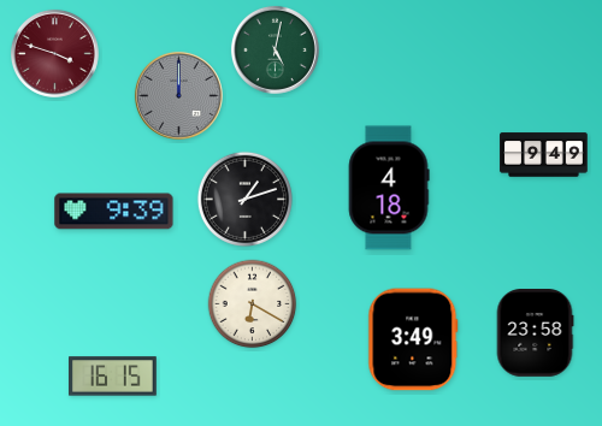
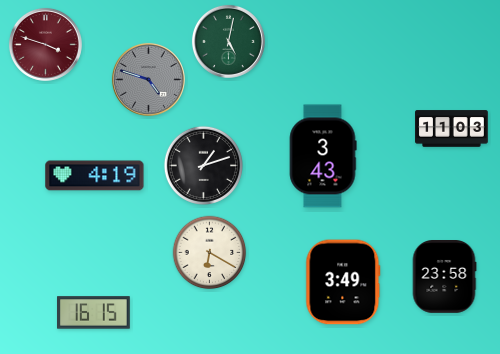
clock at (178, 95): 12:00 -> 4:48
clock at (544, 155): 9:49 -> 11:03
clock at (389, 188): 4:18 -> 3:43
clock at (114, 212): 9:39 -> 4:19
